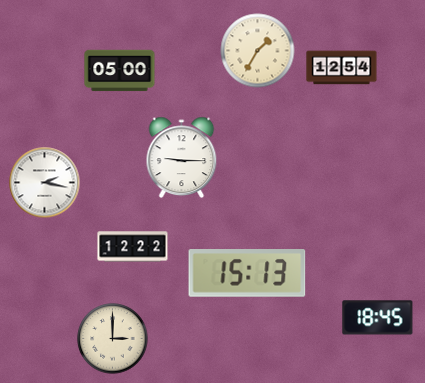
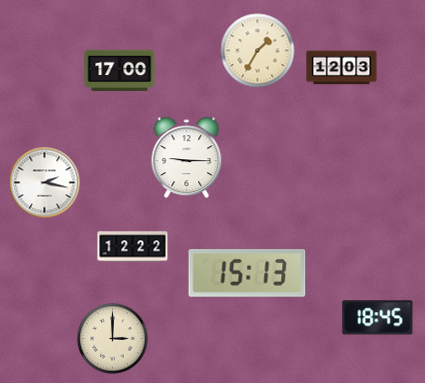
clock at (342, 68): 12:54 -> 12:03
clock at (120, 71): 05:00 -> 17:00
clock at (182, 158) position: (182, 158) -> (187, 158)
